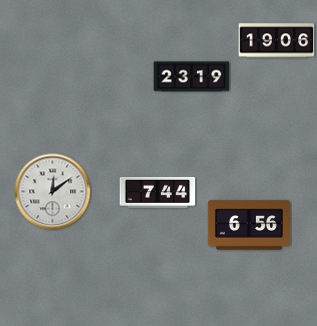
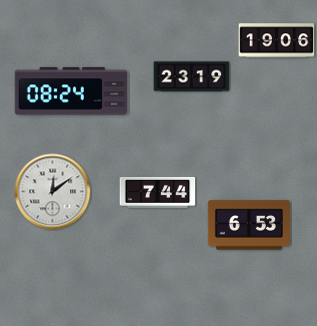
clock at (71, 91): none -> 08:24
clock at (249, 225): 6:56 -> 6:53
